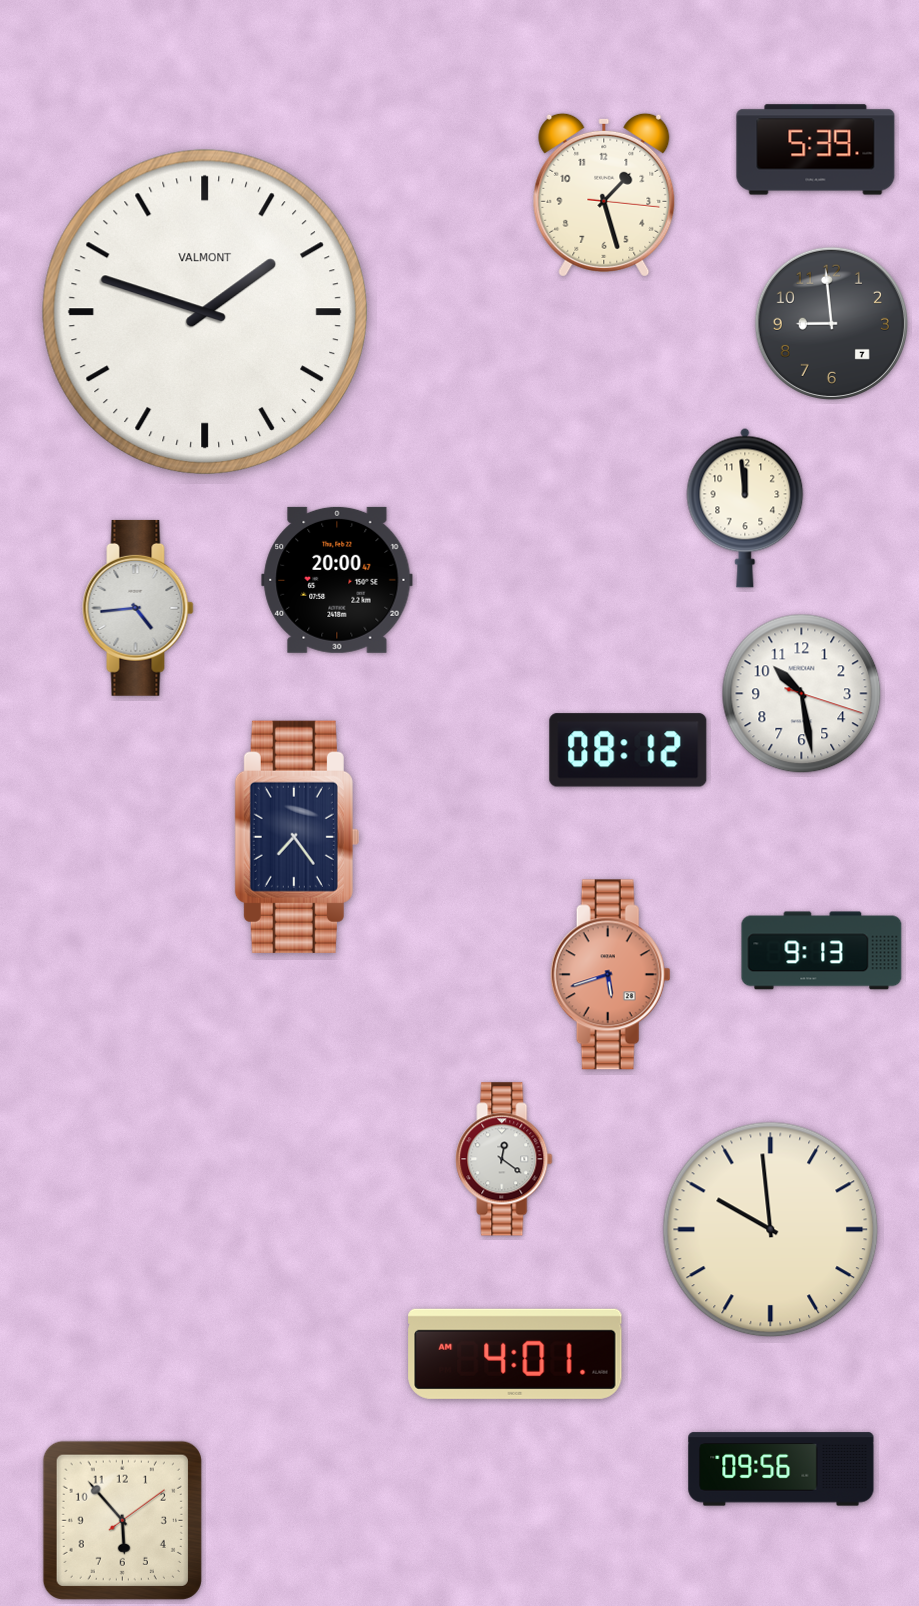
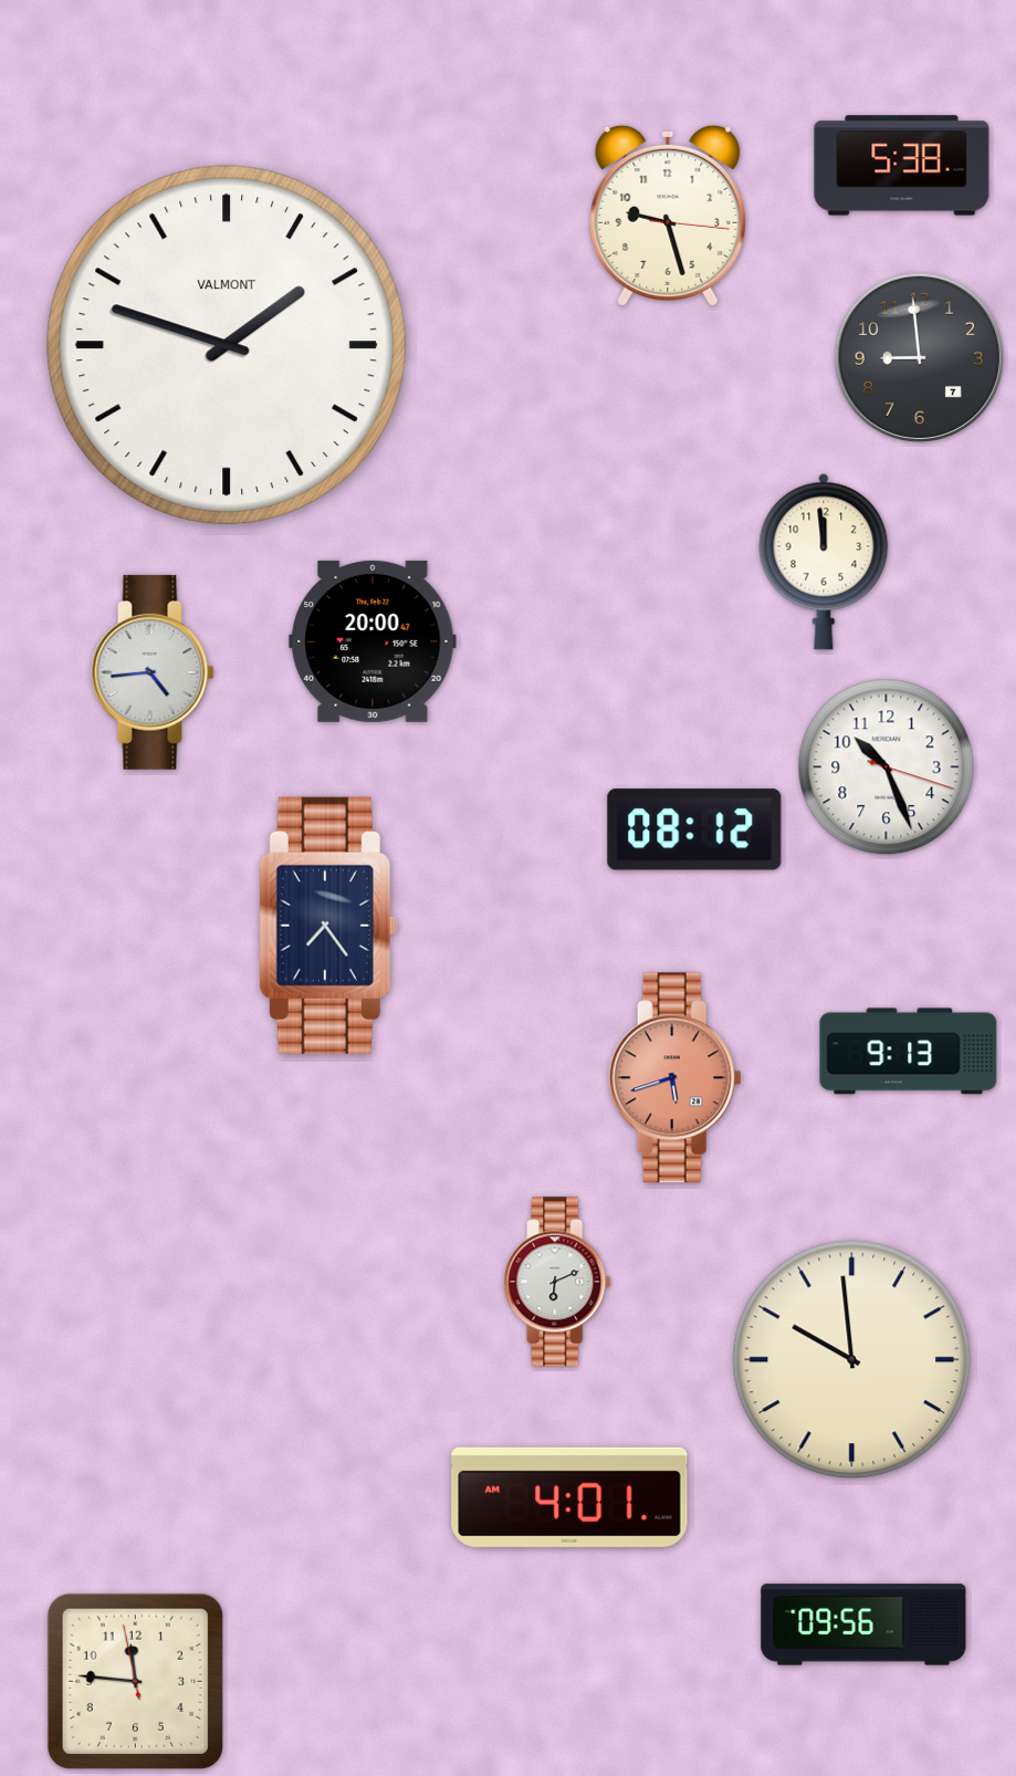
clock at (816, 150): 5:39 -> 5:38
clock at (604, 195): 1:27 -> 9:27
clock at (802, 694): 10:28 -> 10:26
clock at (504, 1159): 12:21 -> 6:11
clock at (122, 1520): 5:53 -> 11:45
